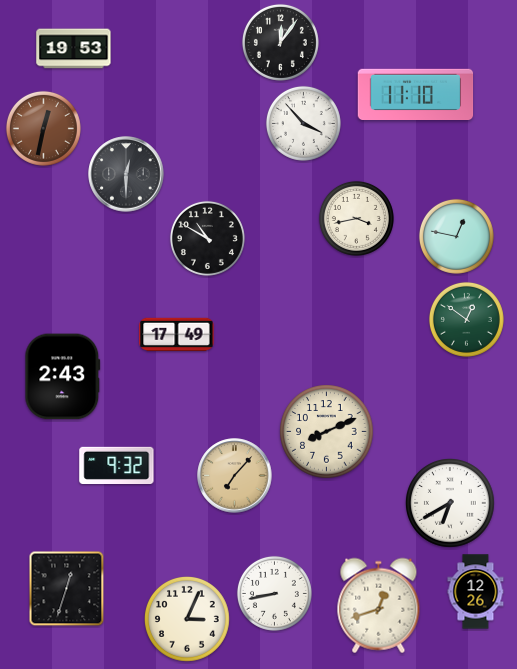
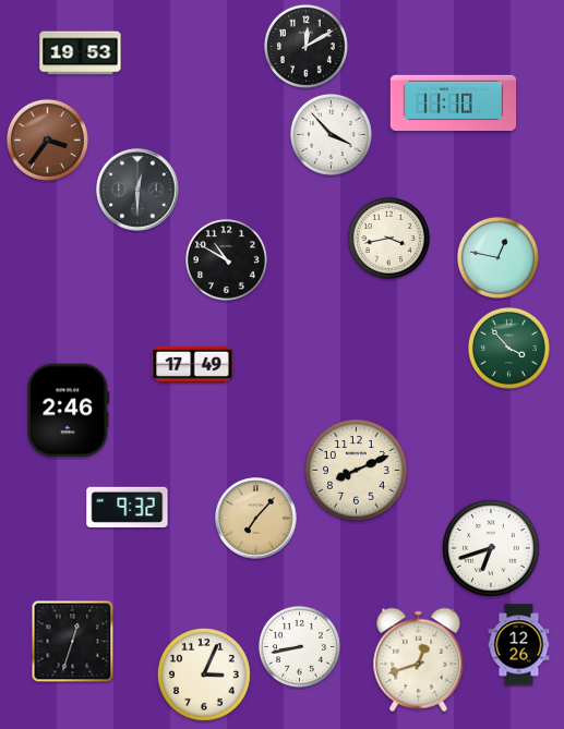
clock at (280, 42): 12:06 -> 12:10
clock at (43, 128): 12:32 -> 3:36
clock at (466, 319): 12:51 -> 3:53
clock at (63, 377): 2:43 -> 2:46
clock at (451, 504): 6:40 -> 6:42
clock at (379, 606) position: (379, 606) -> (419, 660)
